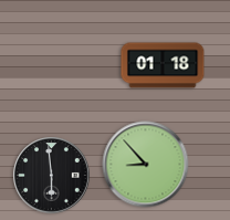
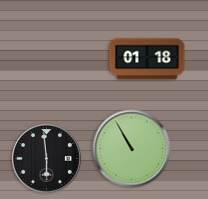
clock at (146, 165): 8:53 -> 10:55
